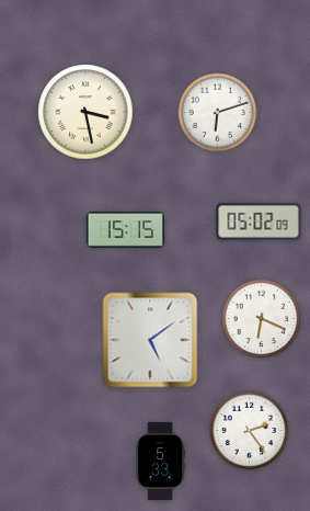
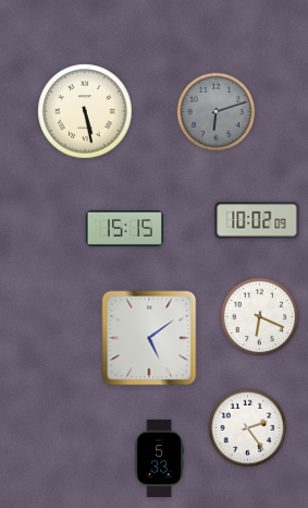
clock at (85, 112): 3:28 -> 5:28
clock at (218, 113) dial: white -> grey
clock at (259, 222): 05:02 -> 10:02
